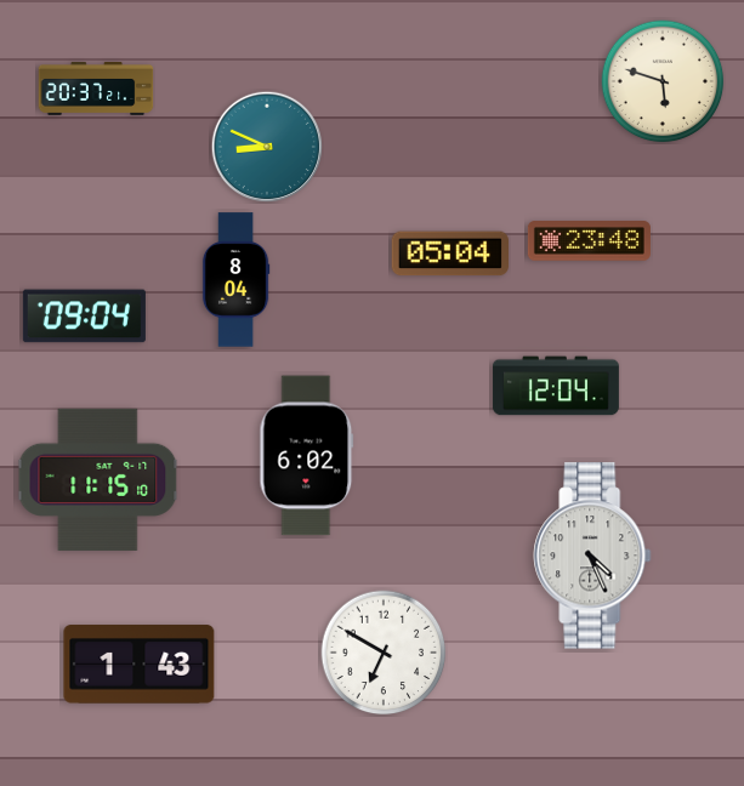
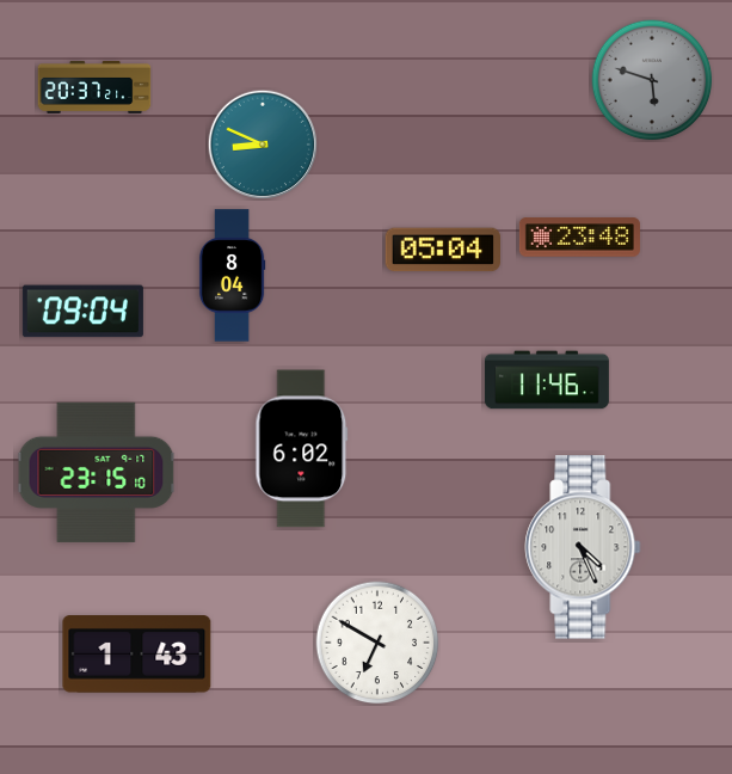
clock at (663, 81) dial: cream -> grey
clock at (556, 386): 12:04 -> 11:46
clock at (98, 479): 11:15 -> 23:15
